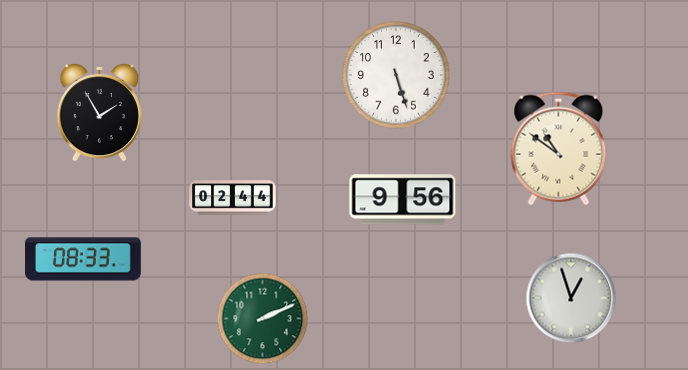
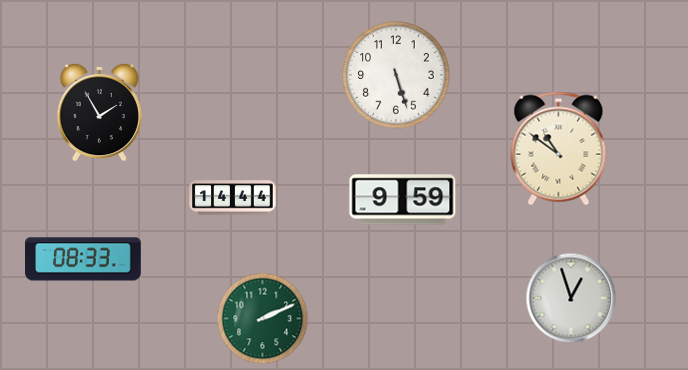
clock at (233, 198): 02:44 -> 14:44
clock at (403, 200): 9:56 -> 9:59
